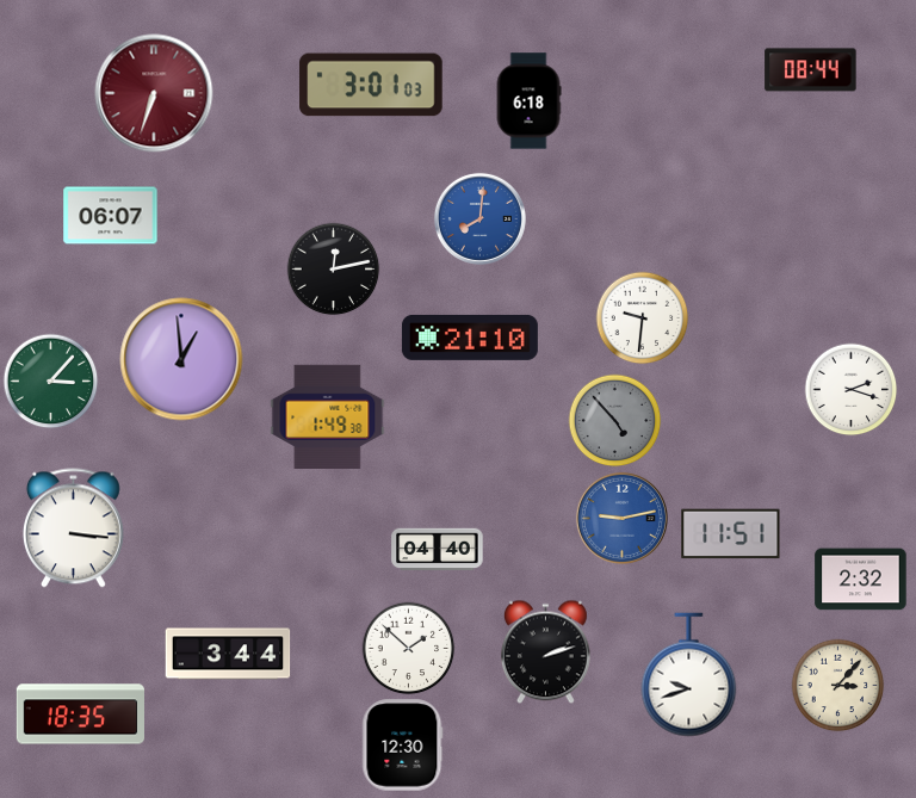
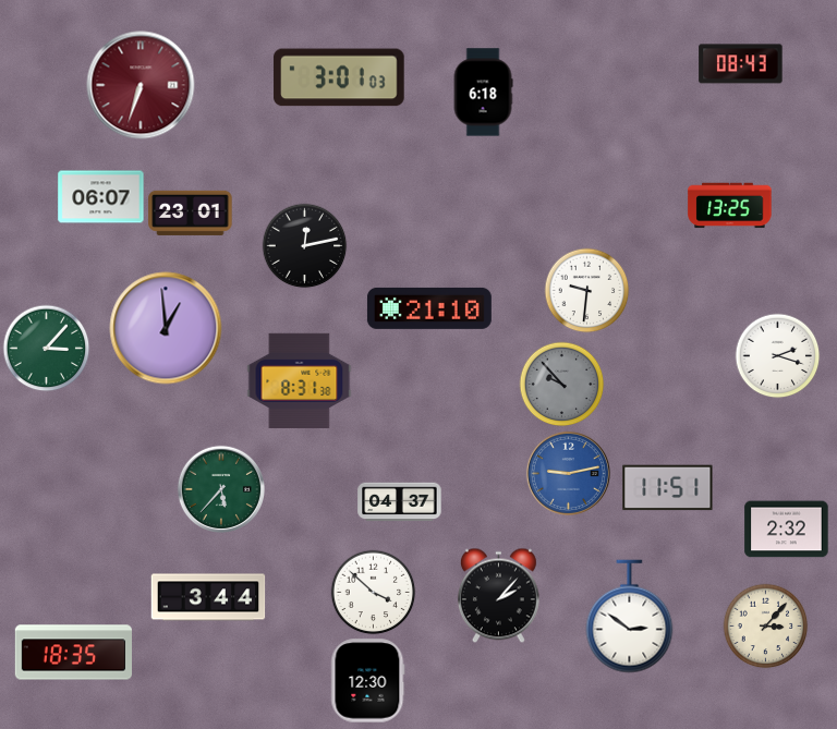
clock at (811, 70): 08:44 -> 08:43
clock at (479, 218): 8:01 -> none
clock at (730, 206): none -> 13:25
clock at (191, 212): none -> 23:01
clock at (328, 416): 1:49 -> 8:31
clock at (614, 420): 4:53 -> 9:53
clock at (73, 528): 3:16 -> none
clock at (220, 488): none -> 5:37
clock at (438, 550): 04:40 -> 04:37
clock at (408, 648): 1:52 -> 3:52
clock at (545, 651): 2:12 -> 2:07
clock at (689, 675): 9:42 -> 2:51
